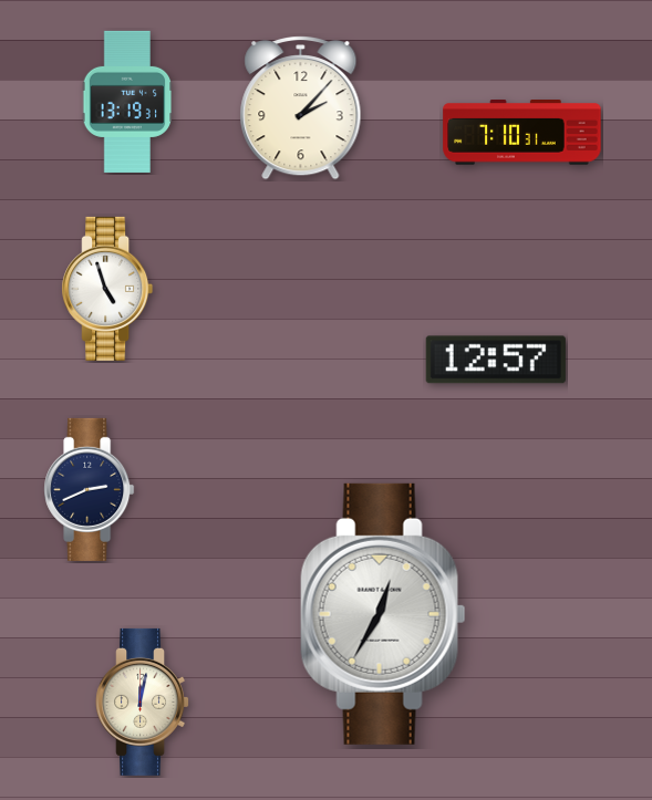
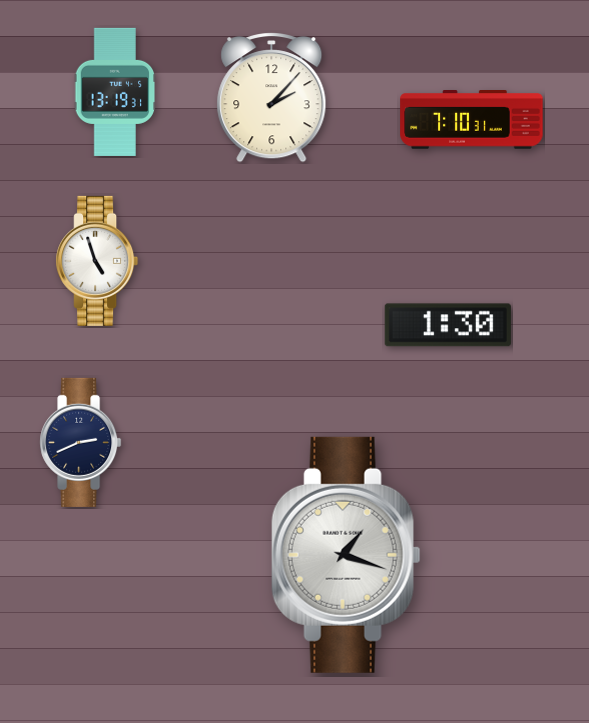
clock at (496, 360): 12:57 -> 1:30
clock at (383, 614): 12:35 -> 1:18
clock at (143, 702): 12:02 -> none
